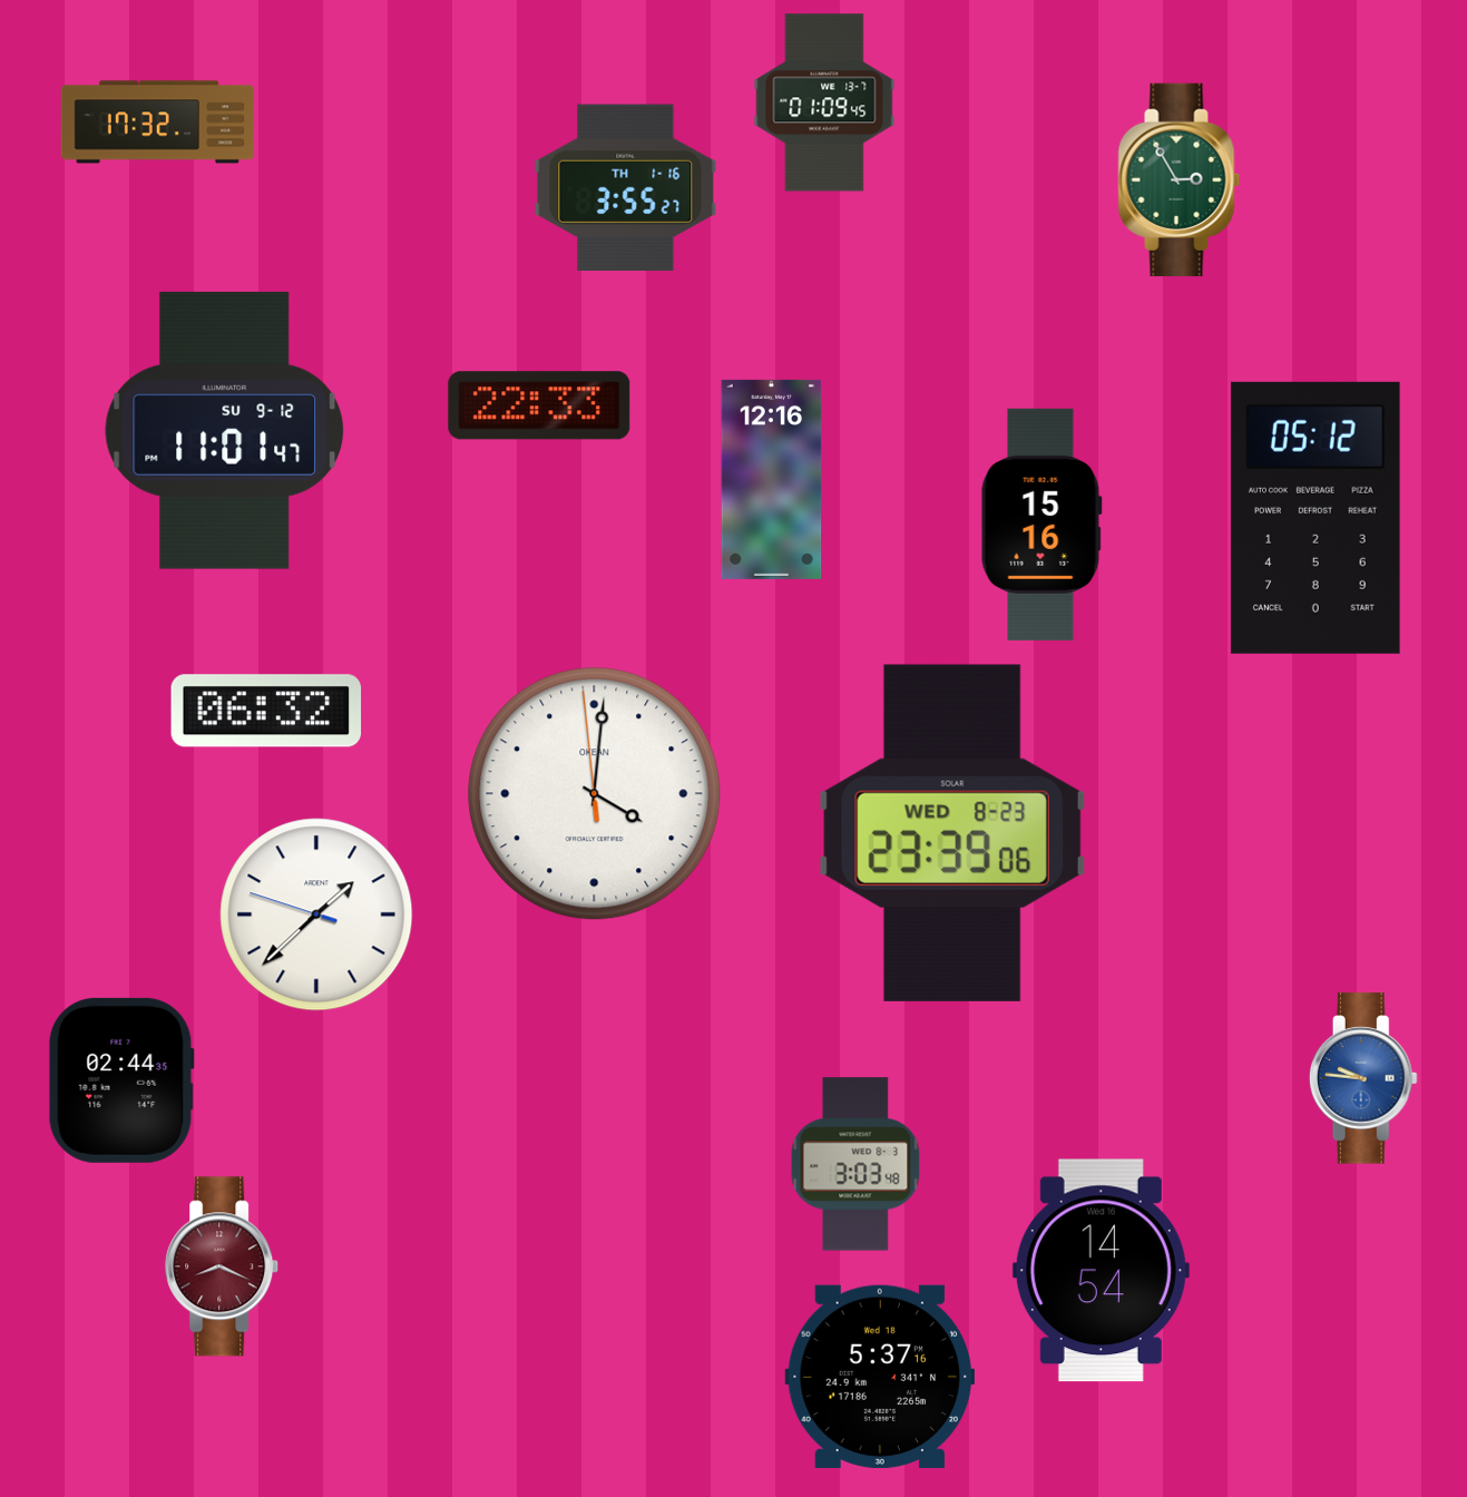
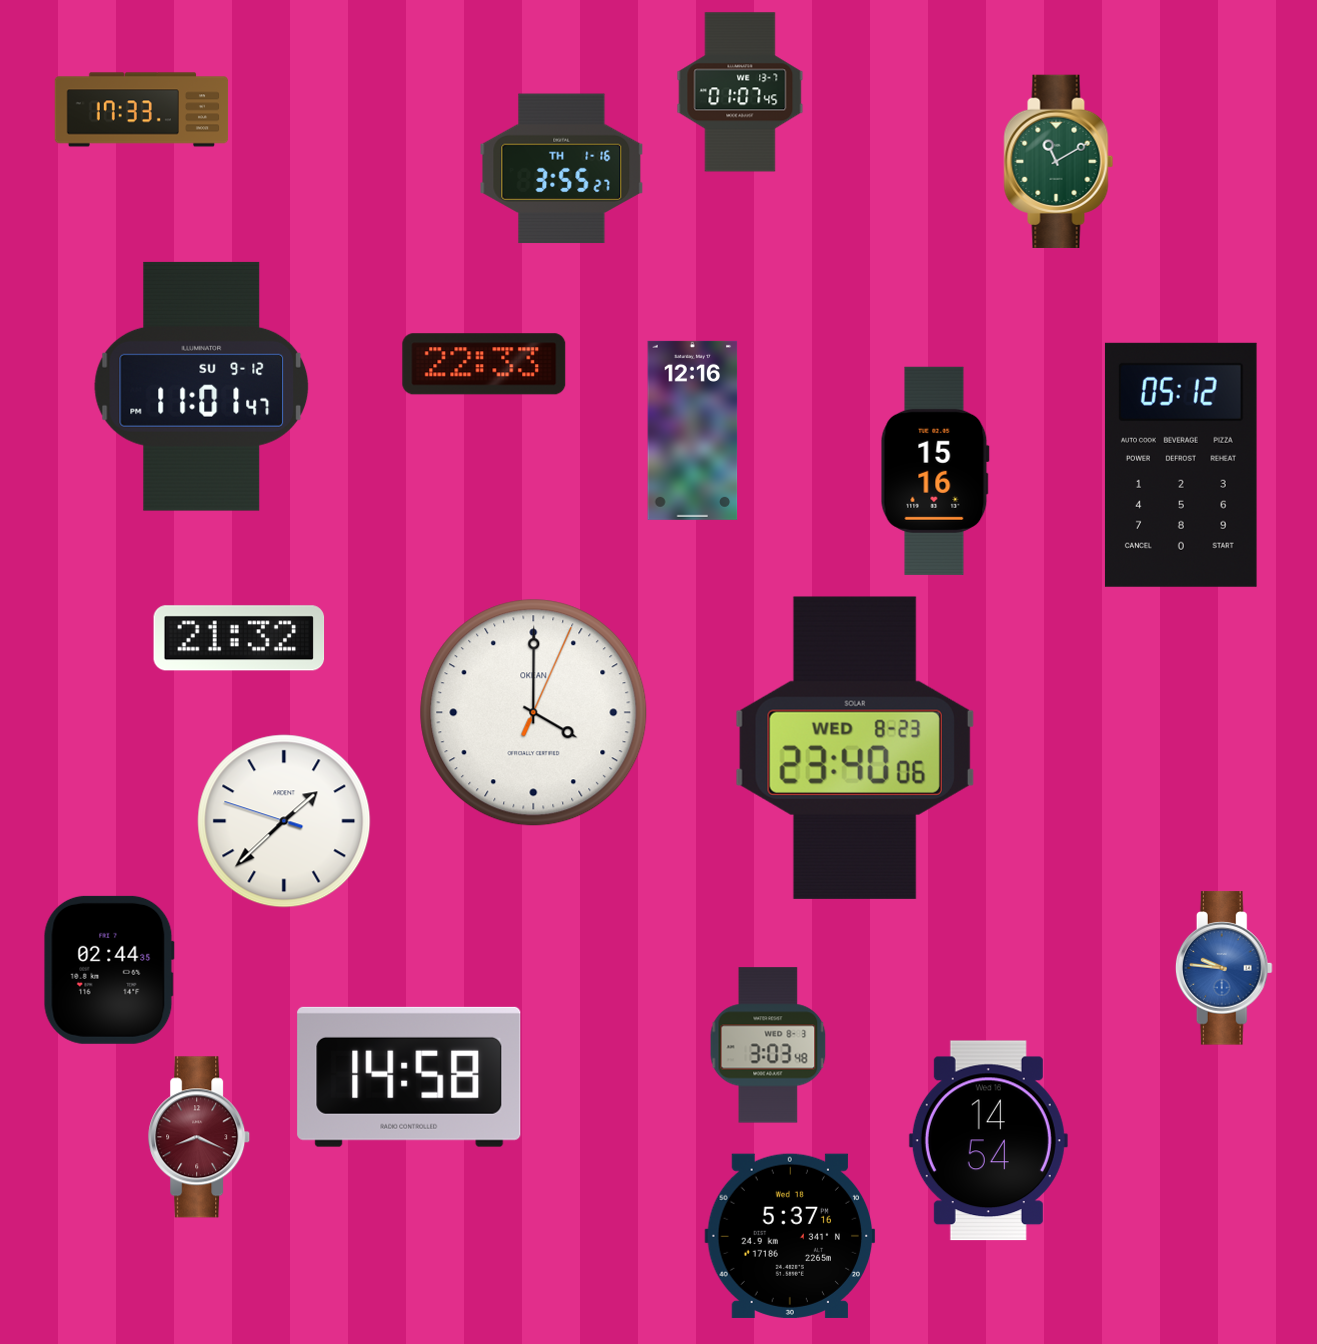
clock at (824, 102): 01:09 -> 01:07
clock at (158, 123): 17:32 -> 17:33
clock at (1180, 179): 2:55 -> 11:10
clock at (266, 711): 06:32 -> 21:32
clock at (595, 794): 4:00:59 -> 4:00:04
clock at (952, 833): 23:39 -> 23:40
clock at (409, 1077): none -> 14:58
